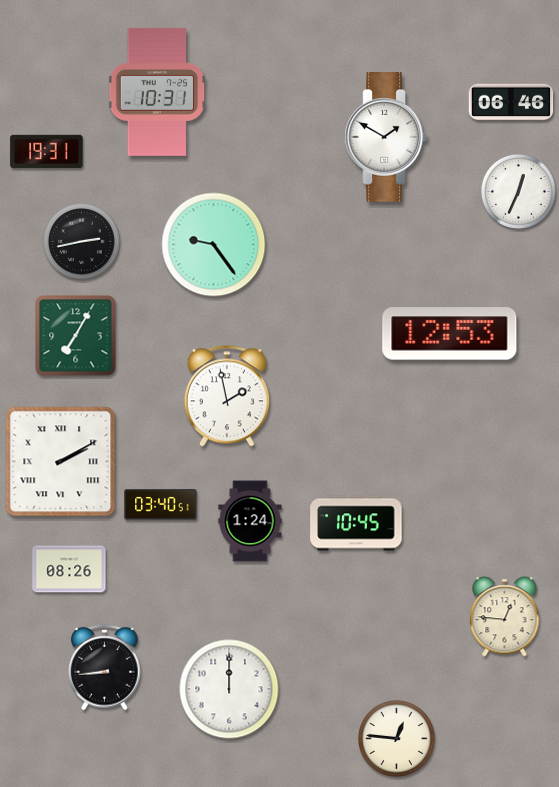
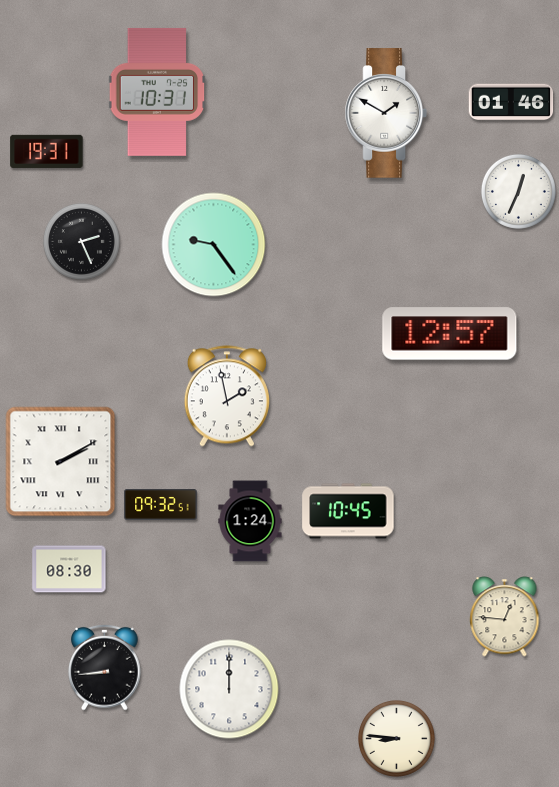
clock at (511, 102): 06:46 -> 01:46
clock at (385, 137) position: (385, 137) -> (385, 113)
clock at (81, 241): 2:43 -> 2:26
clock at (450, 334): 12:53 -> 12:57
clock at (76, 336): 7:05 -> none
clock at (161, 505): 03:40 -> 09:32
clock at (356, 523) position: (356, 523) -> (348, 511)
clock at (69, 569): 08:26 -> 08:30
clock at (396, 738): 12:46 -> 8:46
